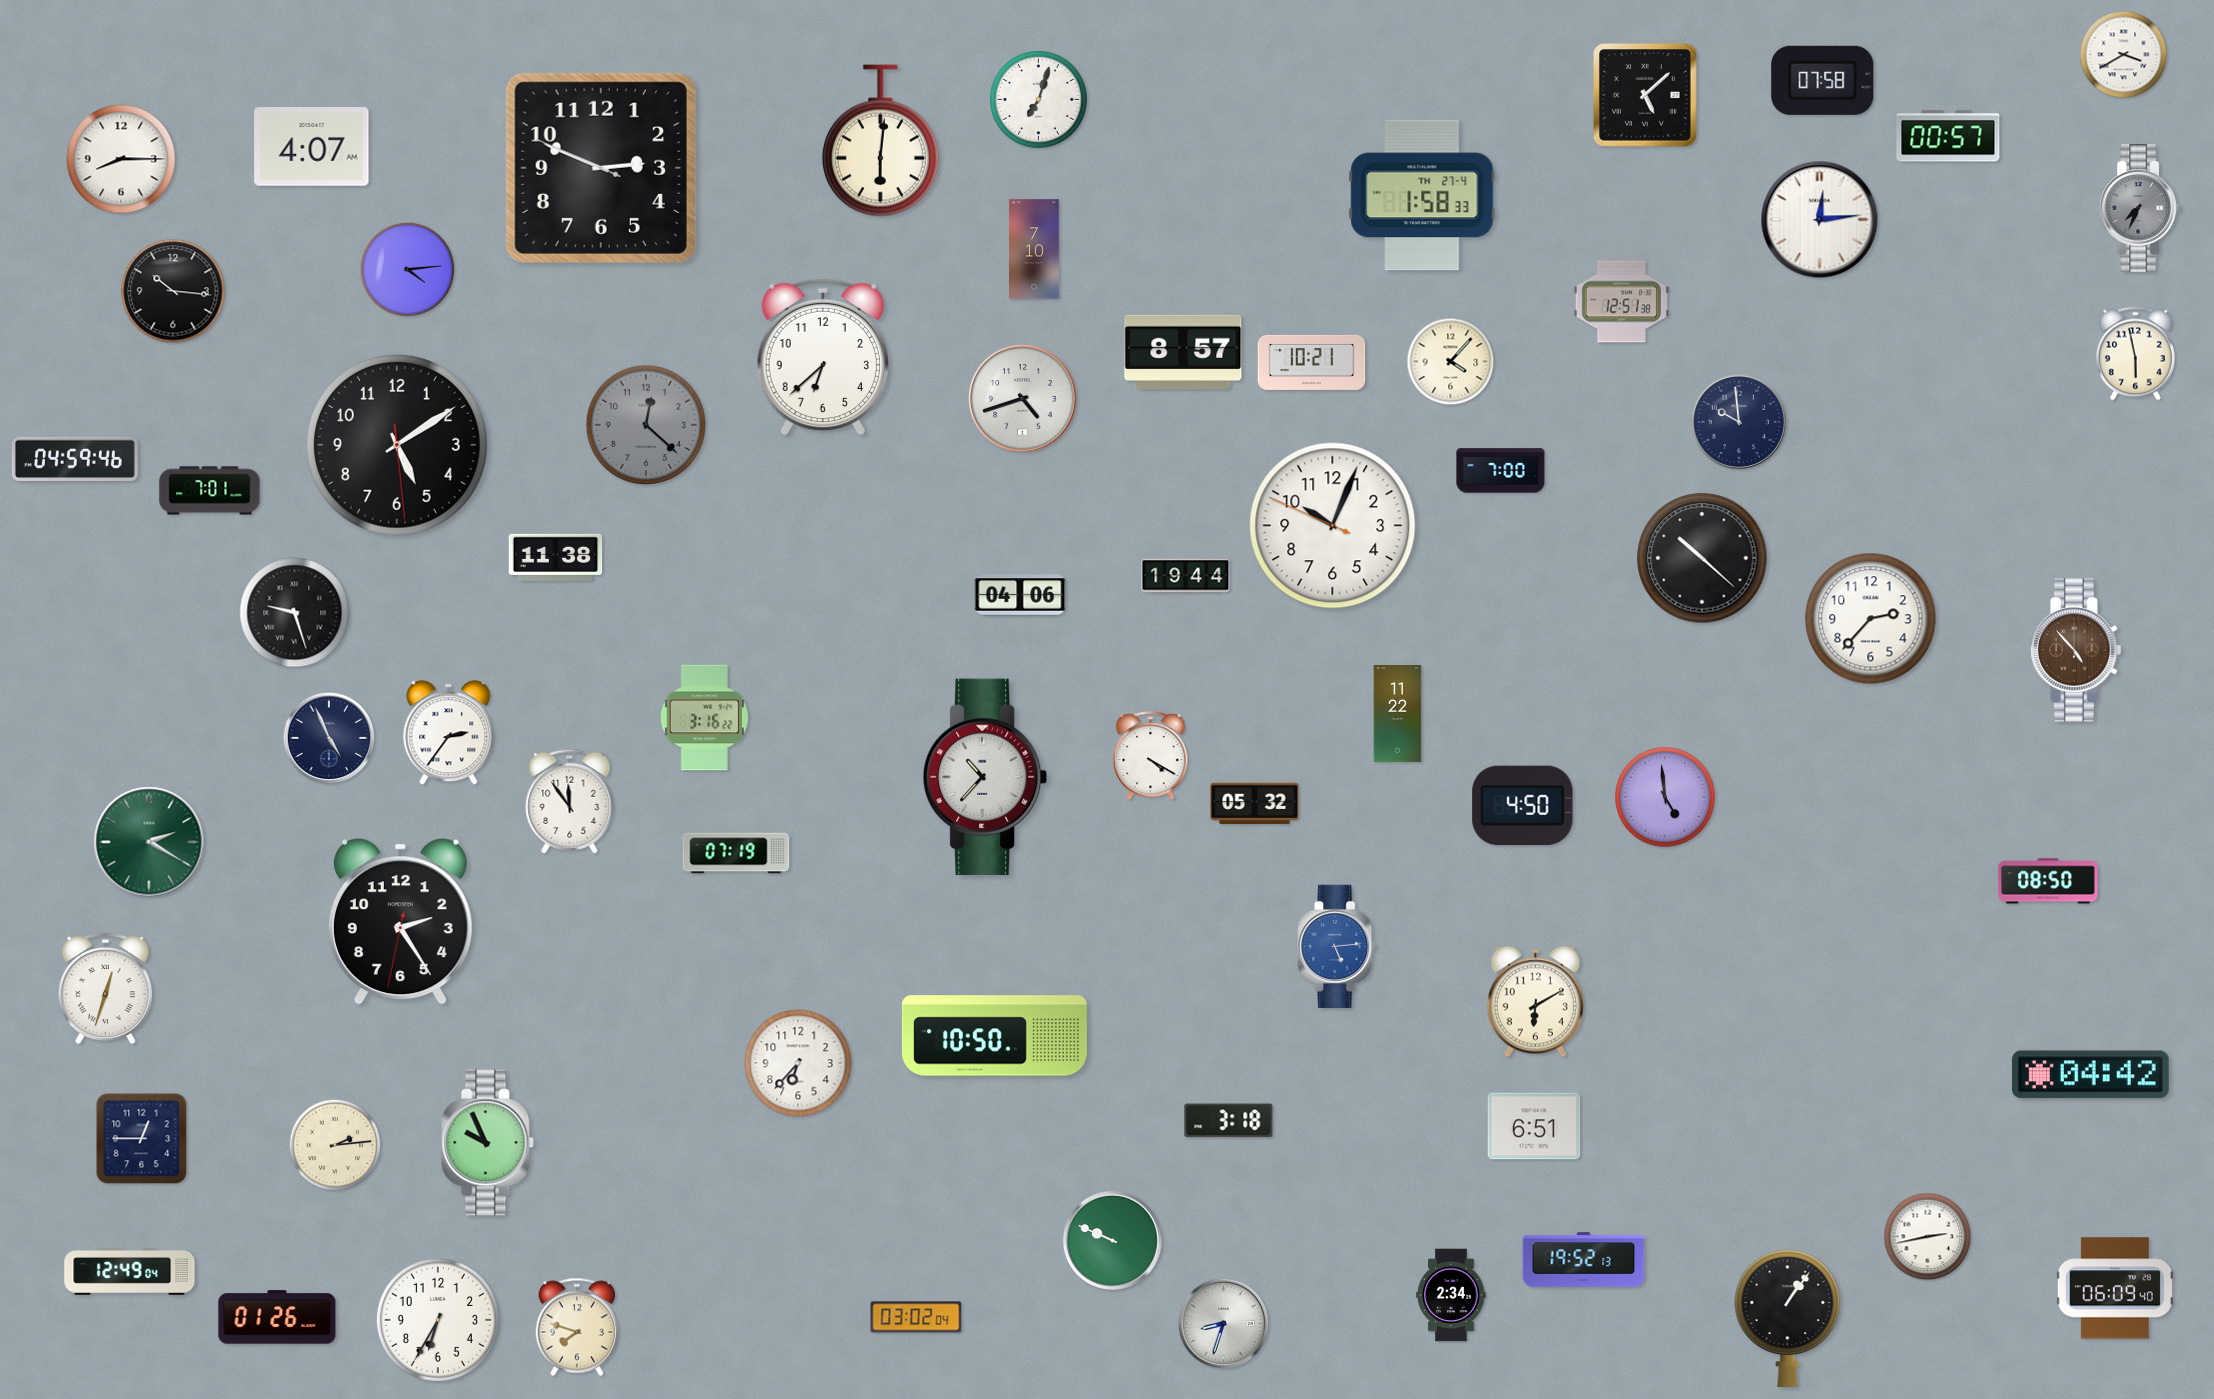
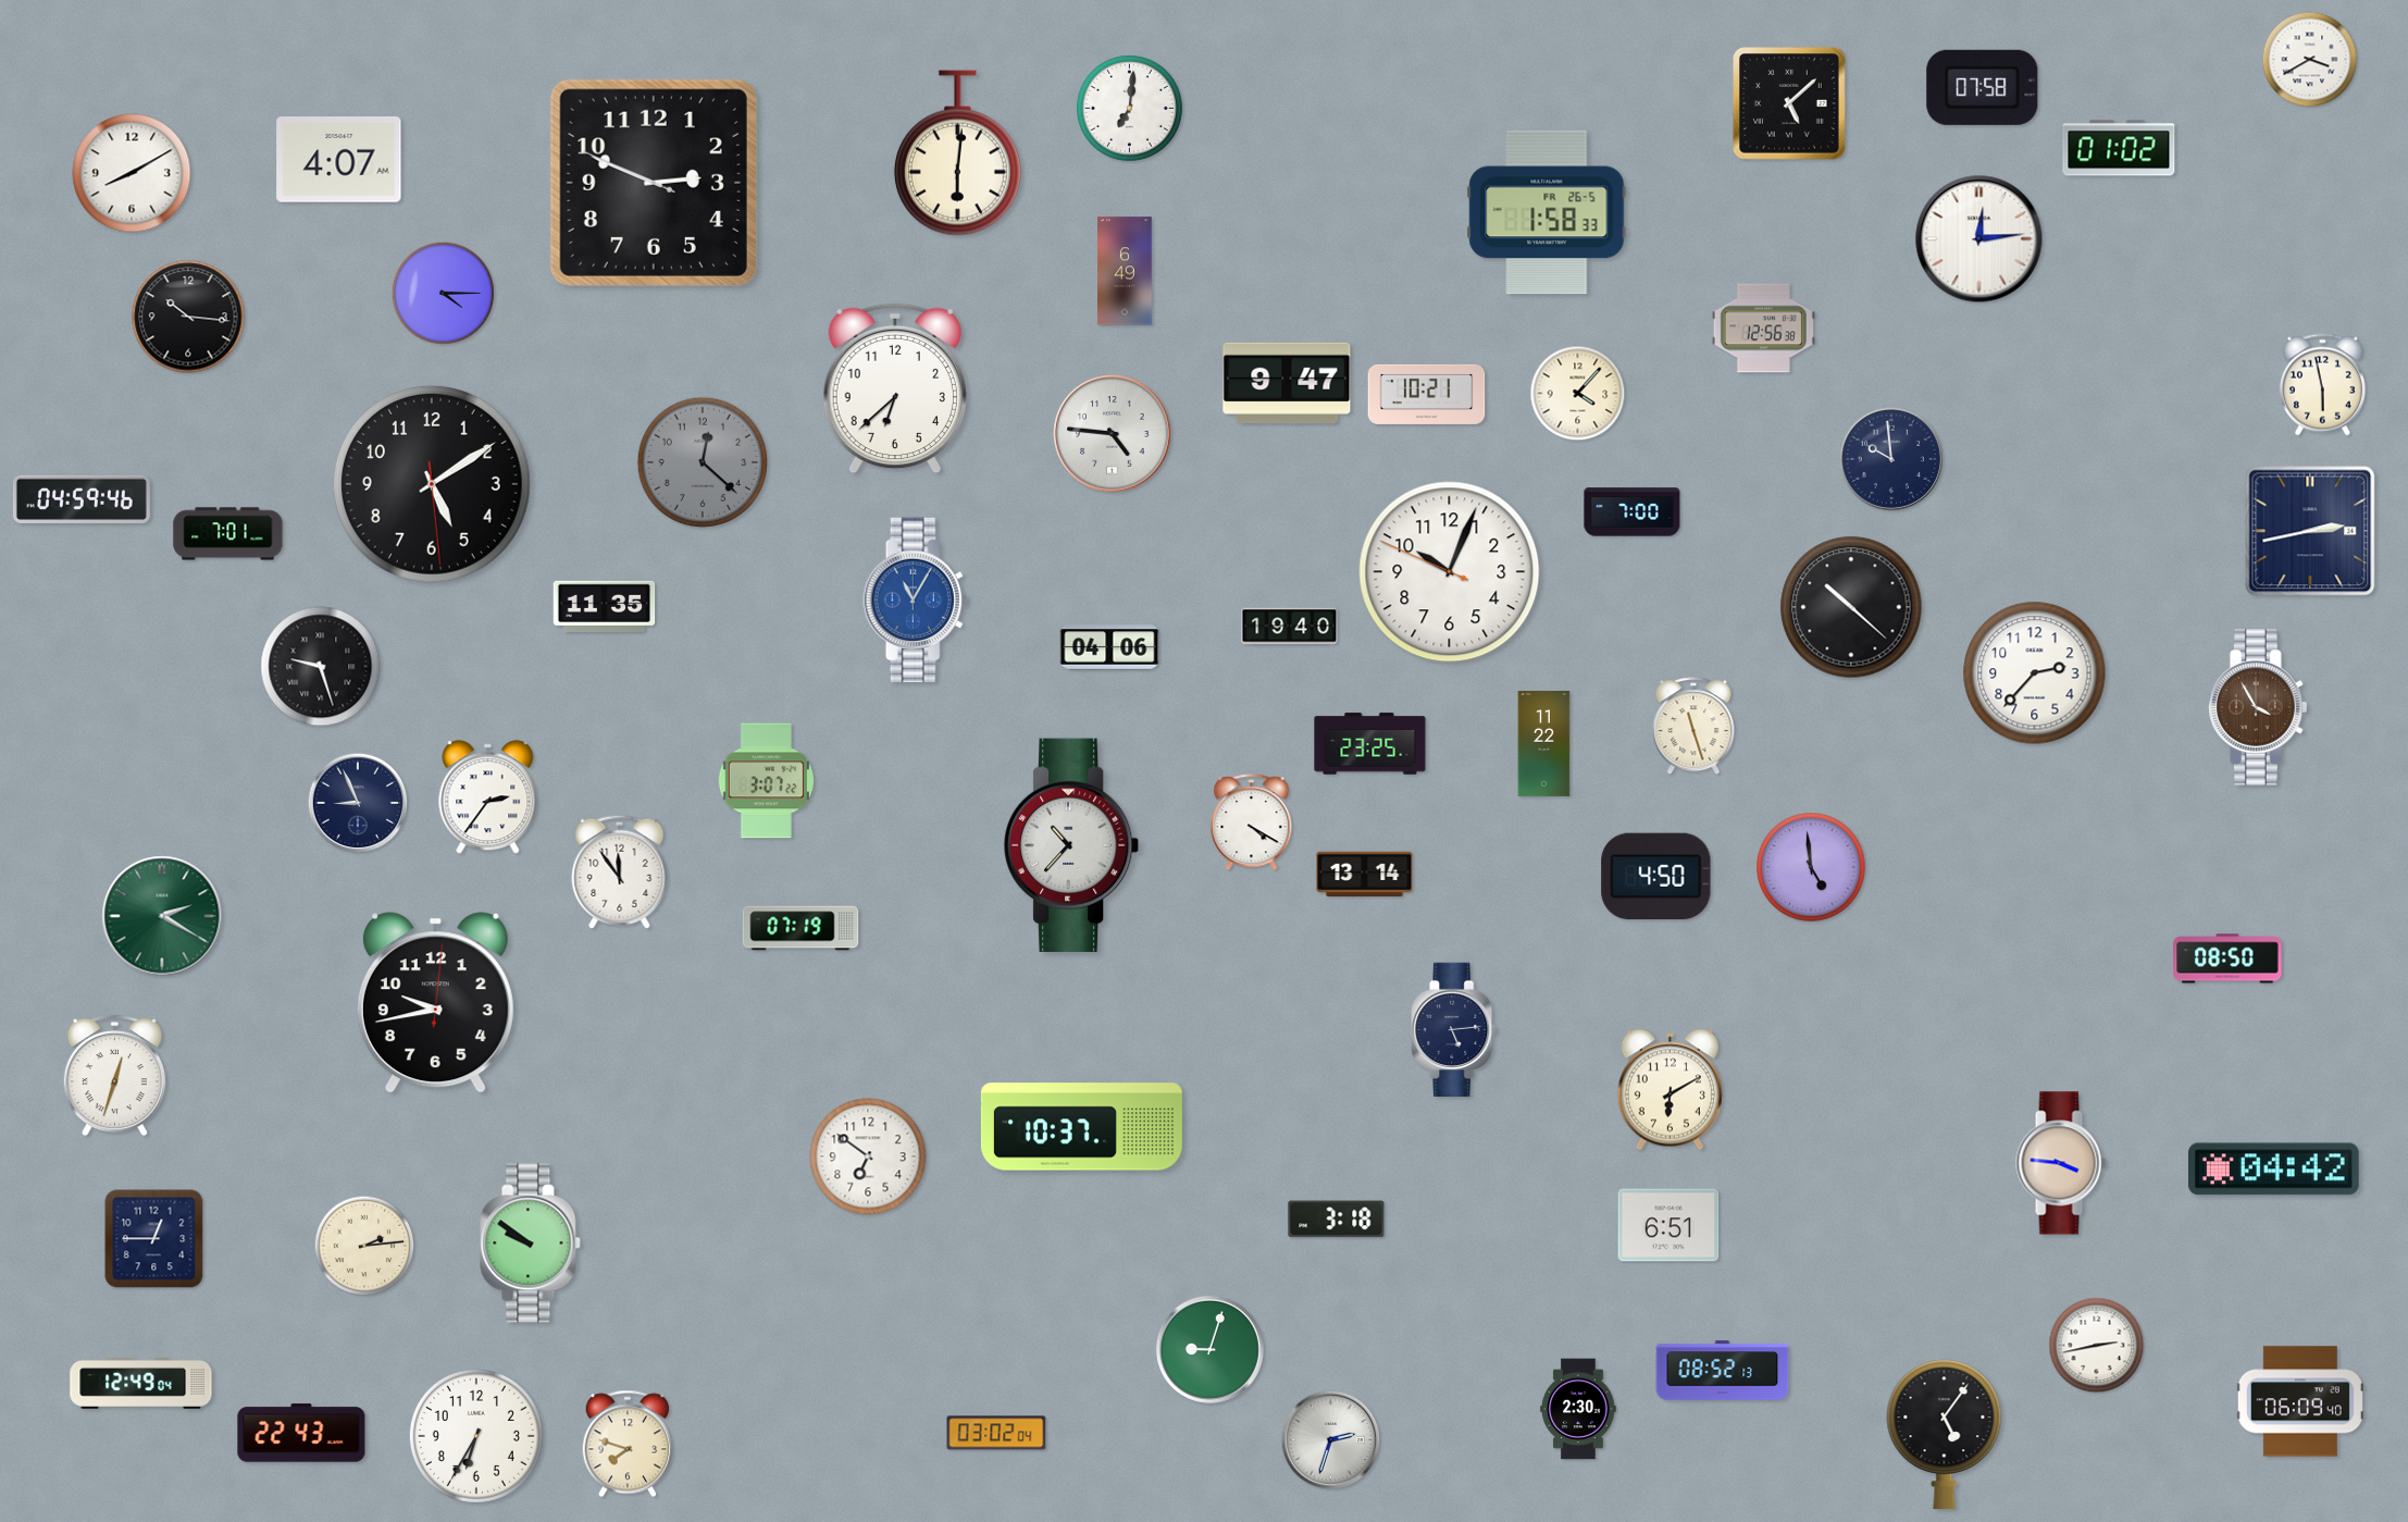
clock at (1038, 99): 7:03 -> 7:01
clock at (1948, 136): 00:57 -> 01:02
clock at (121, 159): 8:15 -> 8:10
clock at (1422, 195) date: TH 27-4 -> FR 26-5
clock at (2140, 208): 7:34 -> none
clock at (1034, 249): 7:10 -> 6:49
clock at (407, 269): 4:14 -> 4:15
clock at (1621, 302): 12:51 -> 12:56
clock at (1183, 352): 8:57 -> 9:47
clock at (1023, 399): 4:42 -> 4:46
clock at (2310, 531): none -> 2:43
clock at (916, 601): none -> 11:05
clock at (556, 557): 11:38 -> 11:35
clock at (1186, 576): 19:44 -> 19:40
clock at (2076, 650): 4:53 -> 3:55
clock at (1693, 727): none -> 11:27
clock at (1370, 744): none -> 23:25
clock at (1398, 714) position: (1398, 714) -> (1544, 744)
clock at (704, 718): 3:16 -> 3:07
clock at (329, 738): 4:56 -> 8:56
clock at (1255, 804): 05:32 -> 13:14
clock at (400, 922): 2:24 -> 9:43
clock at (1337, 946) dial: blue -> navy
clock at (994, 1036): 10:50 -> 10:37
clock at (798, 1063): 6:37 -> 6:51
clock at (2061, 1163): none -> 3:46
clock at (488, 1143): 9:56 -> 9:51
clock at (1112, 1240): 9:49 -> 9:03
clock at (1584, 1260): 19:52 -> 08:52
clock at (1451, 1295): 2:34 -> 2:30
clock at (277, 1317): 01:26 -> 22:43
clock at (1788, 1319): 1:06 -> 5:06
clock at (1224, 1324): 8:33 -> 2:33
